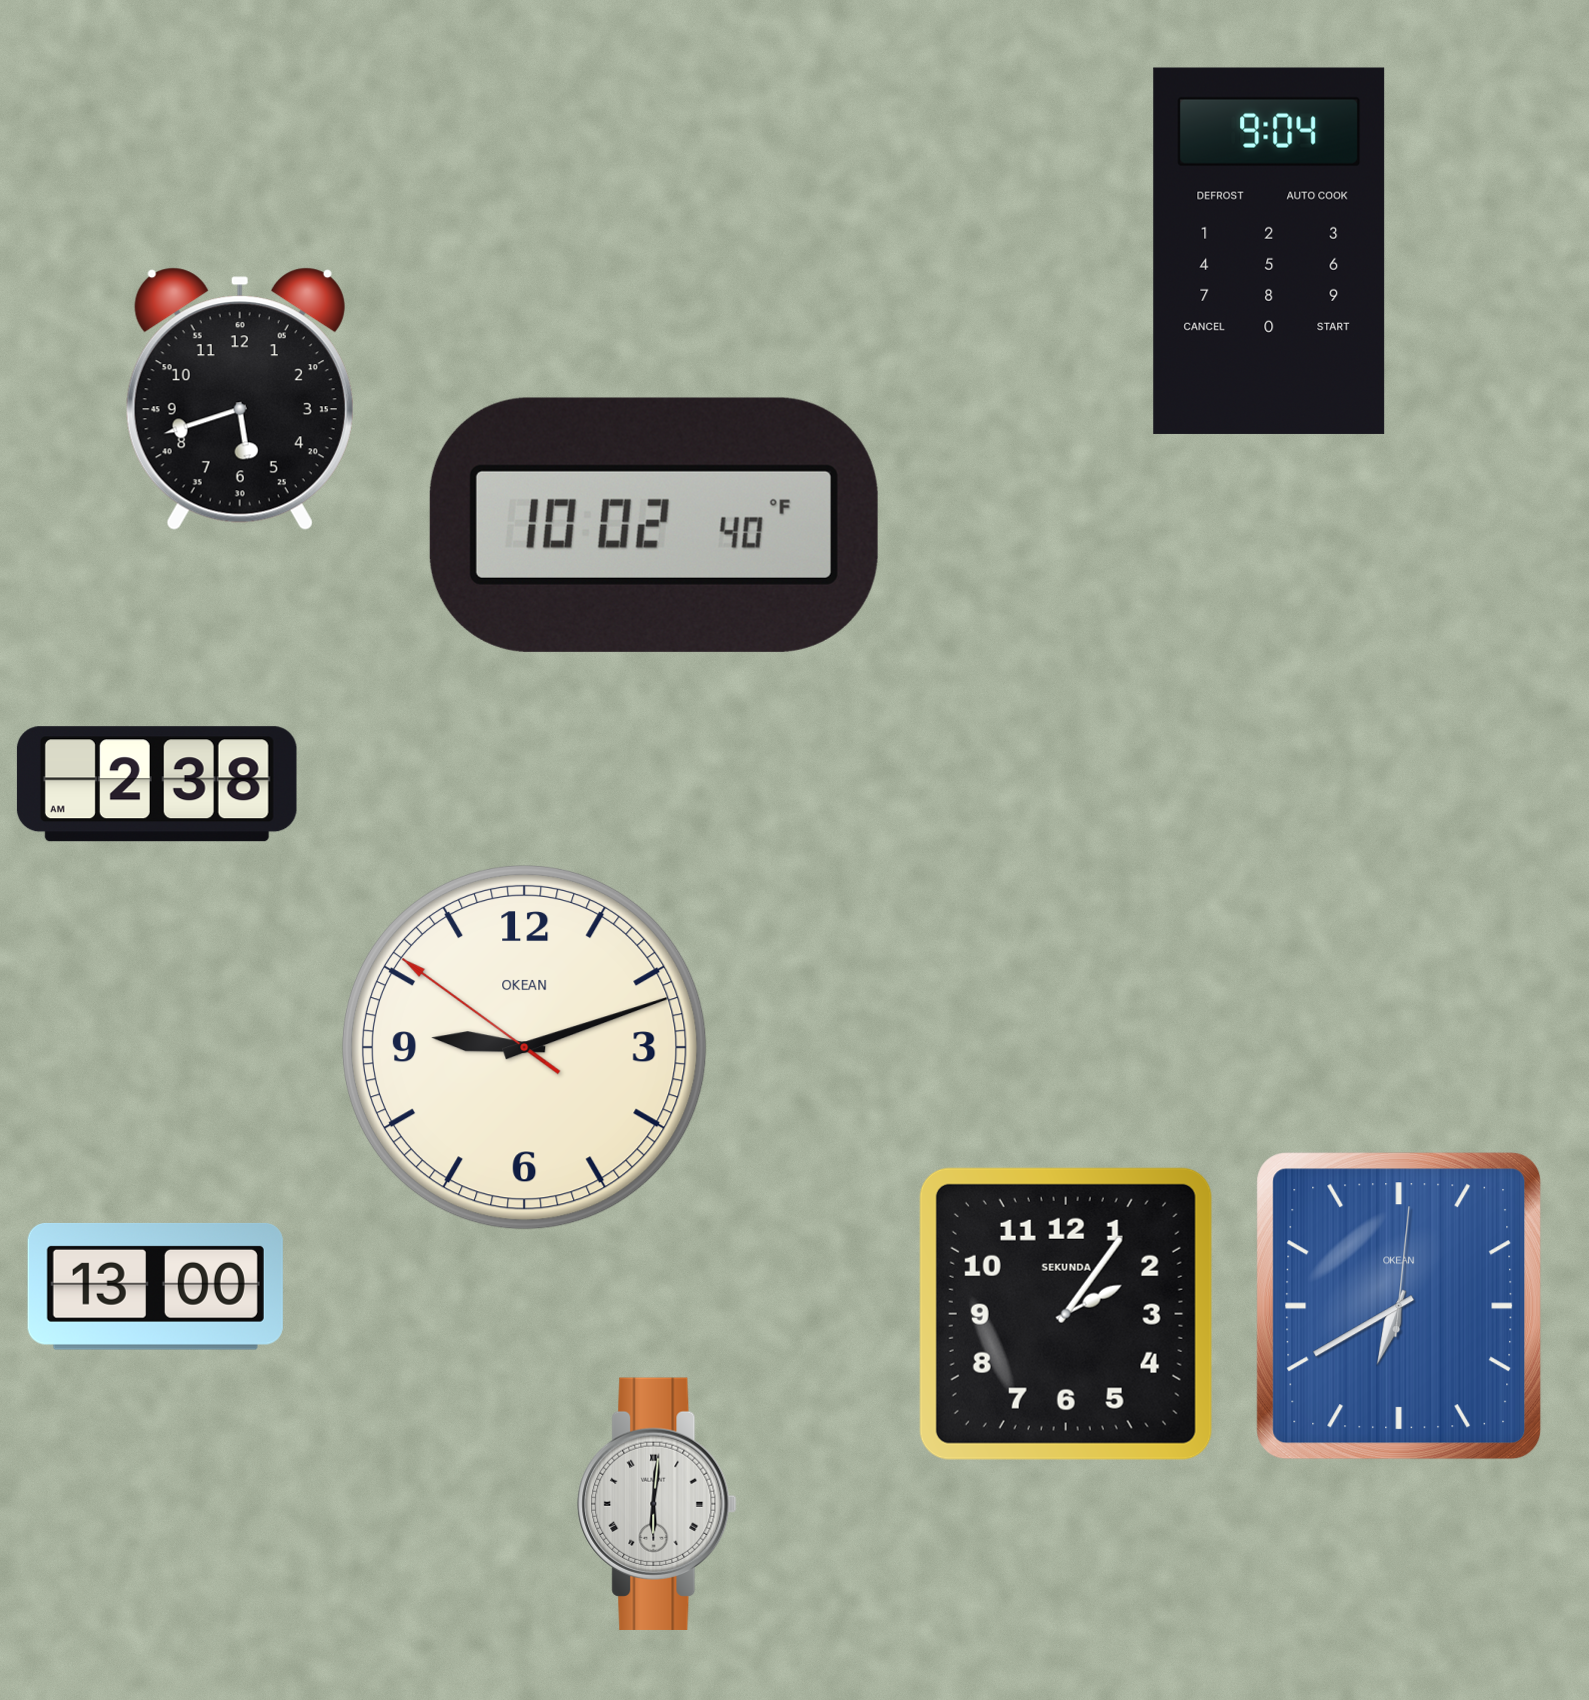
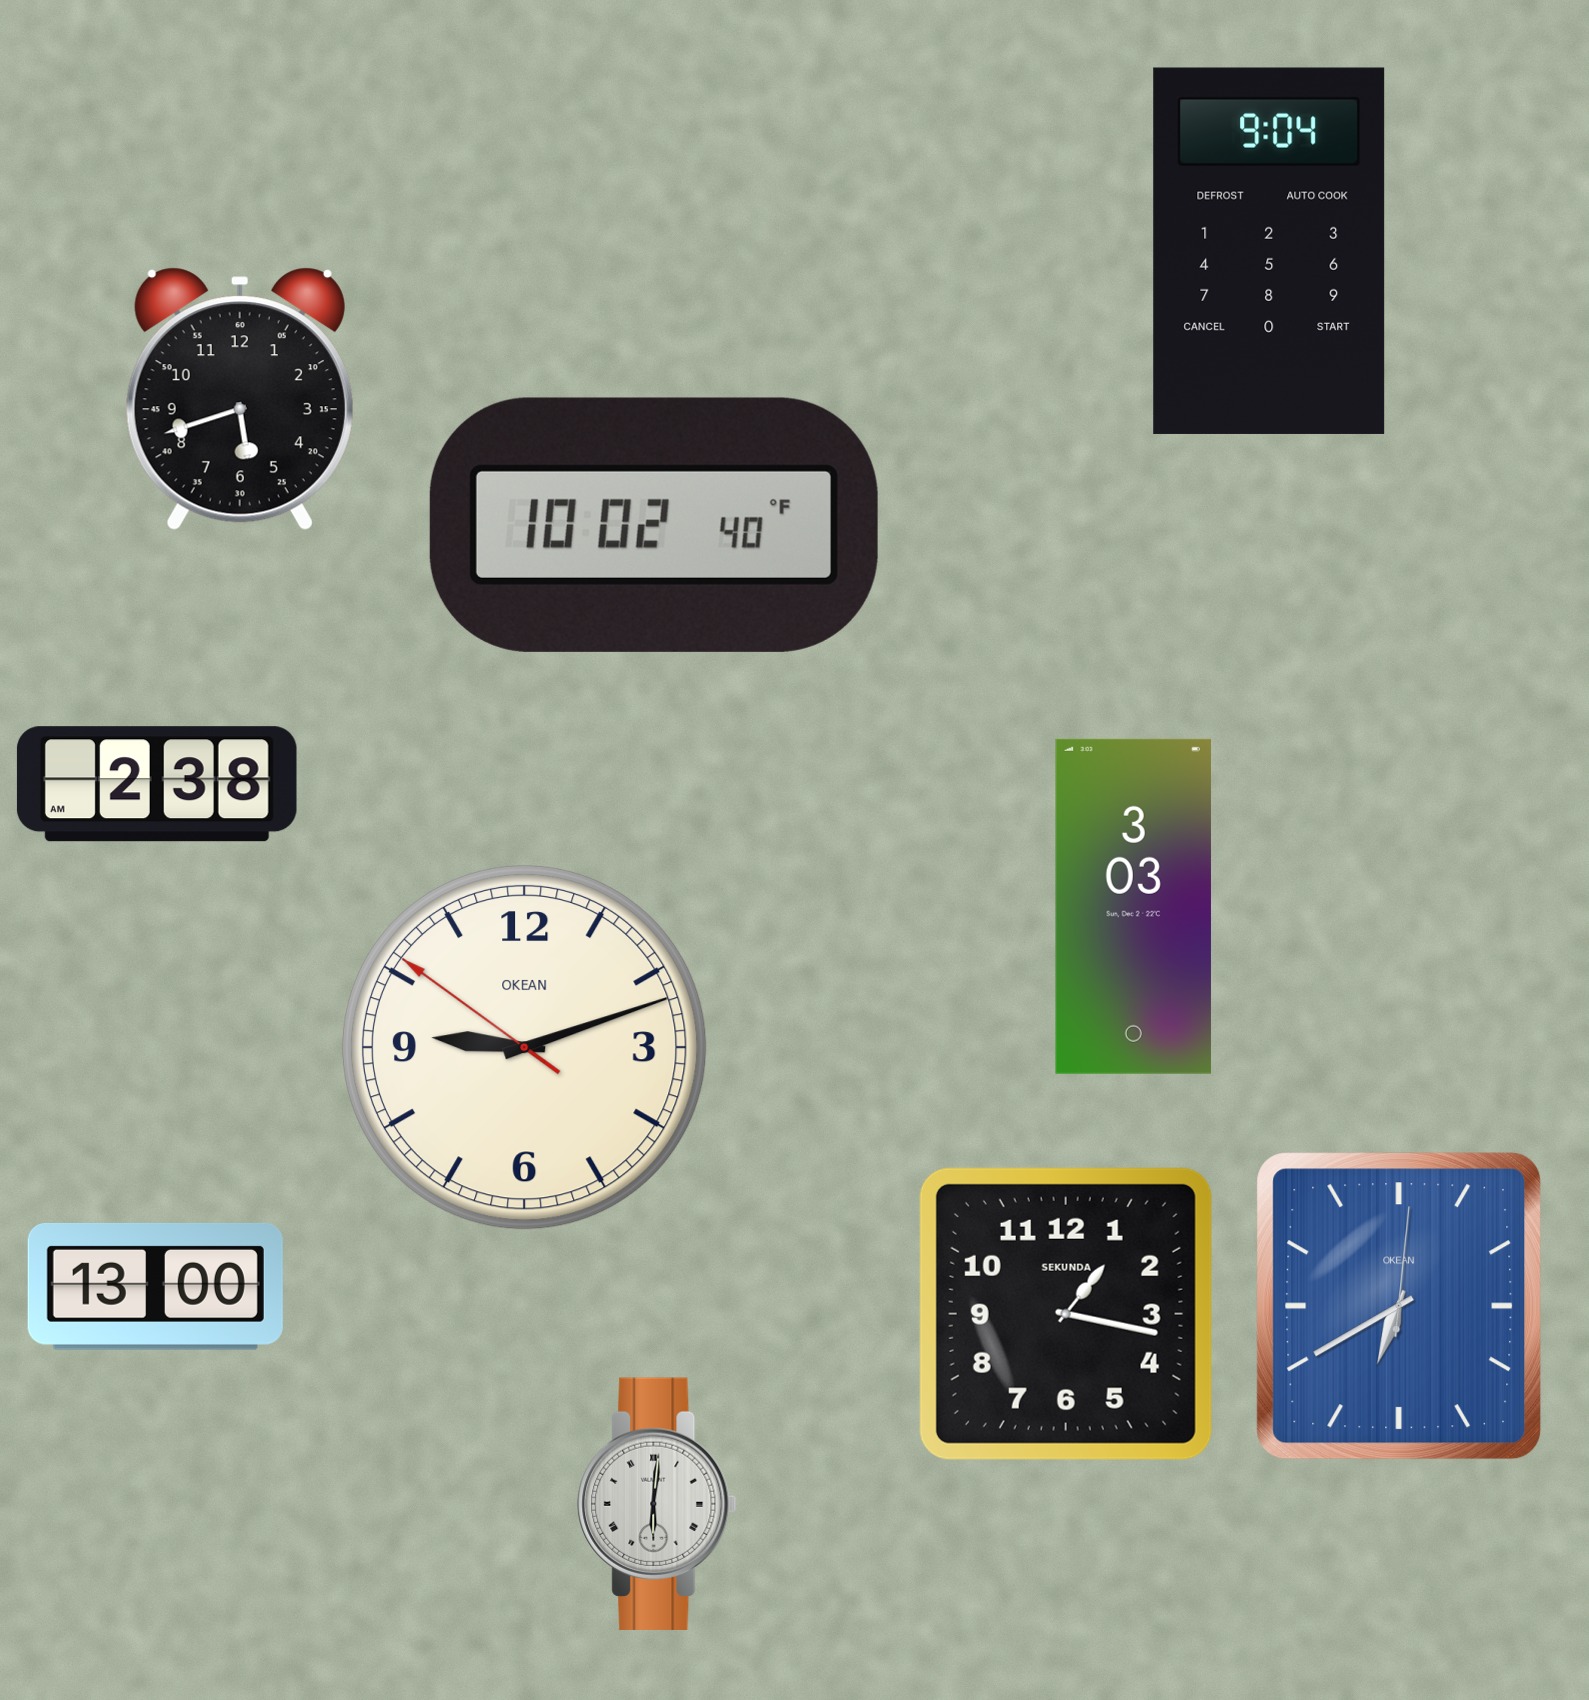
clock at (1133, 906): none -> 3:03
clock at (1066, 1314): 2:06 -> 1:17
